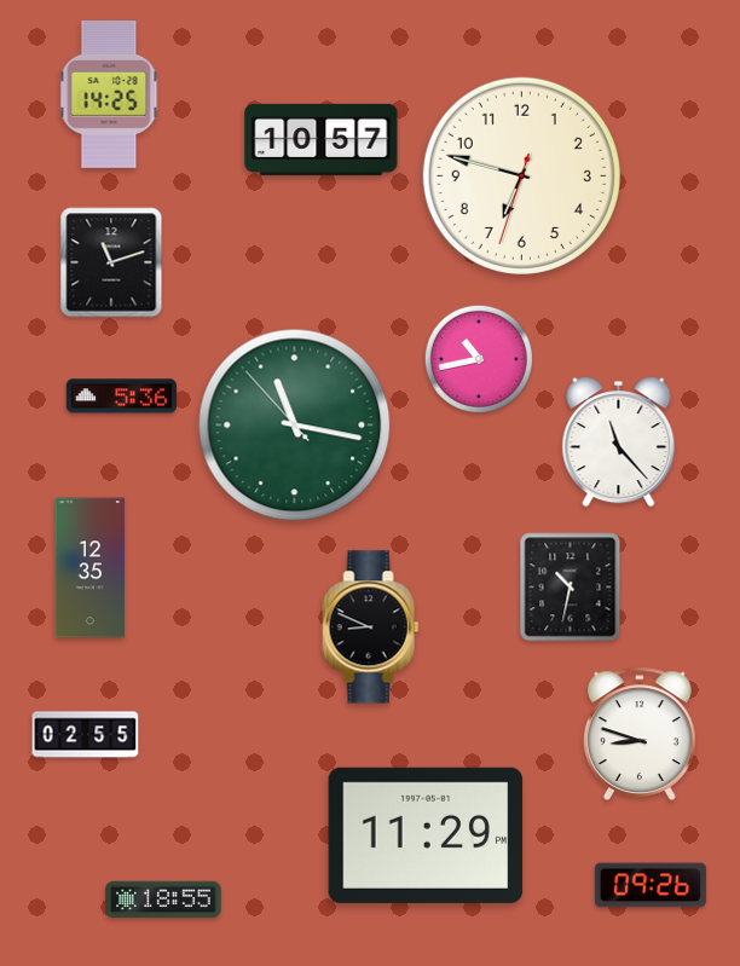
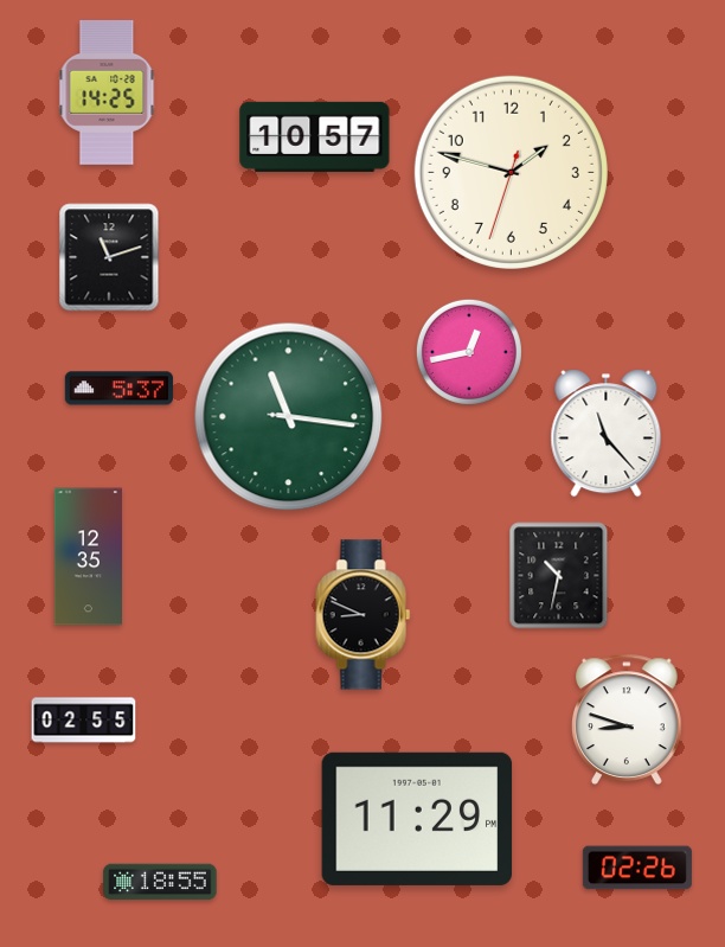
clock at (521, 175): 6:47 -> 1:47
clock at (479, 359): 10:43 -> 12:43
clock at (121, 397): 5:36 -> 5:37
clock at (295, 426): 11:16:53 -> 11:16:16
clock at (651, 885): 09:26 -> 02:26
